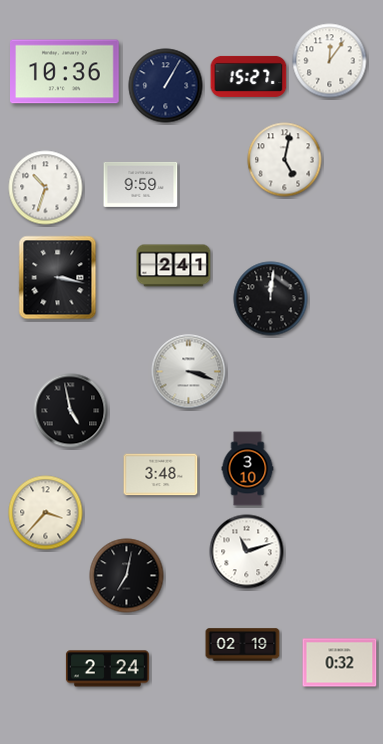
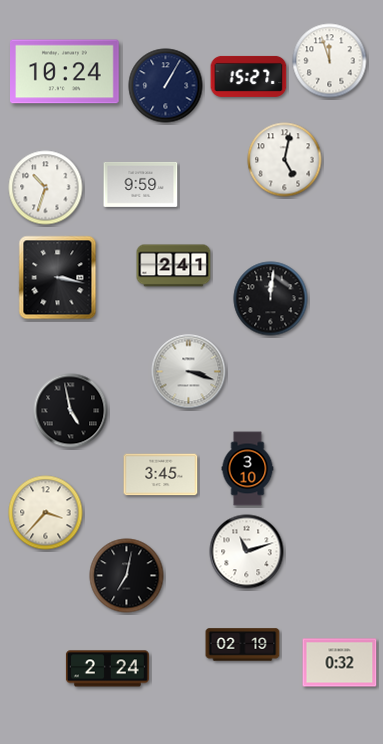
clock at (330, 61): 12:06 -> 11:57
clock at (65, 72): 10:36 -> 10:24
clock at (161, 475): 3:48 -> 3:45
